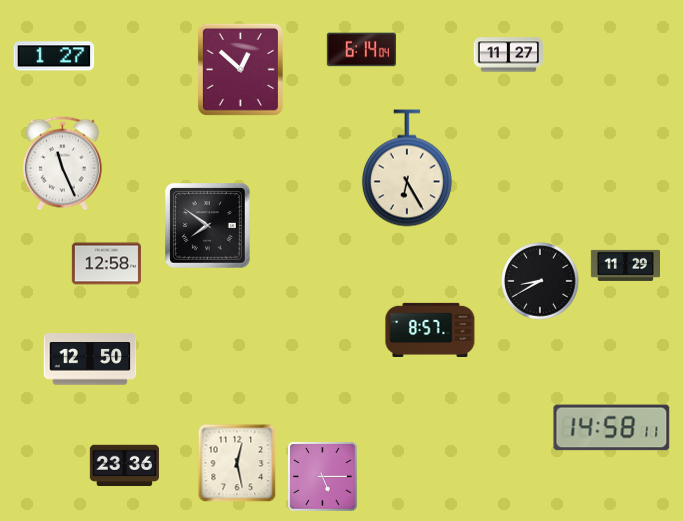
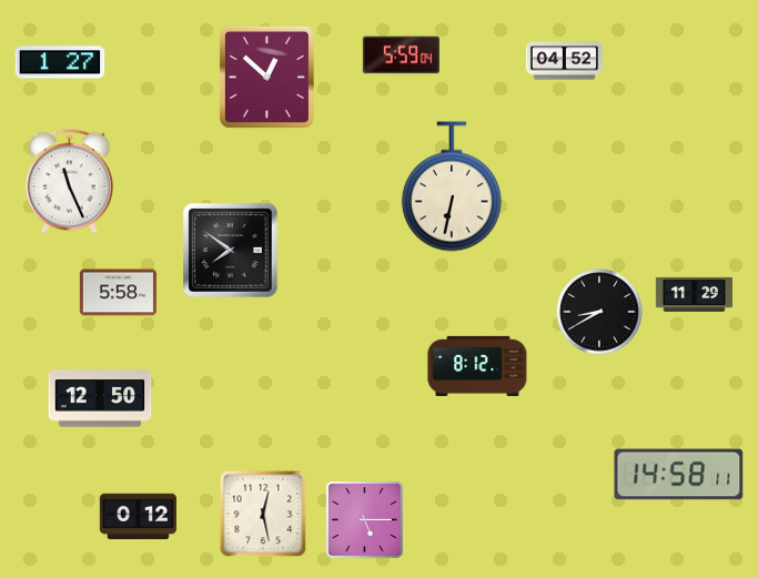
clock at (361, 50): 6:14 -> 5:59
clock at (508, 55): 11:27 -> 04:52
clock at (407, 168): 6:25 -> 6:32
clock at (106, 264): 12:58 -> 5:58
clock at (430, 330): 8:57 -> 8:12
clock at (124, 466): 23:36 -> 0:12
clock at (323, 477) position: (323, 477) -> (365, 520)
